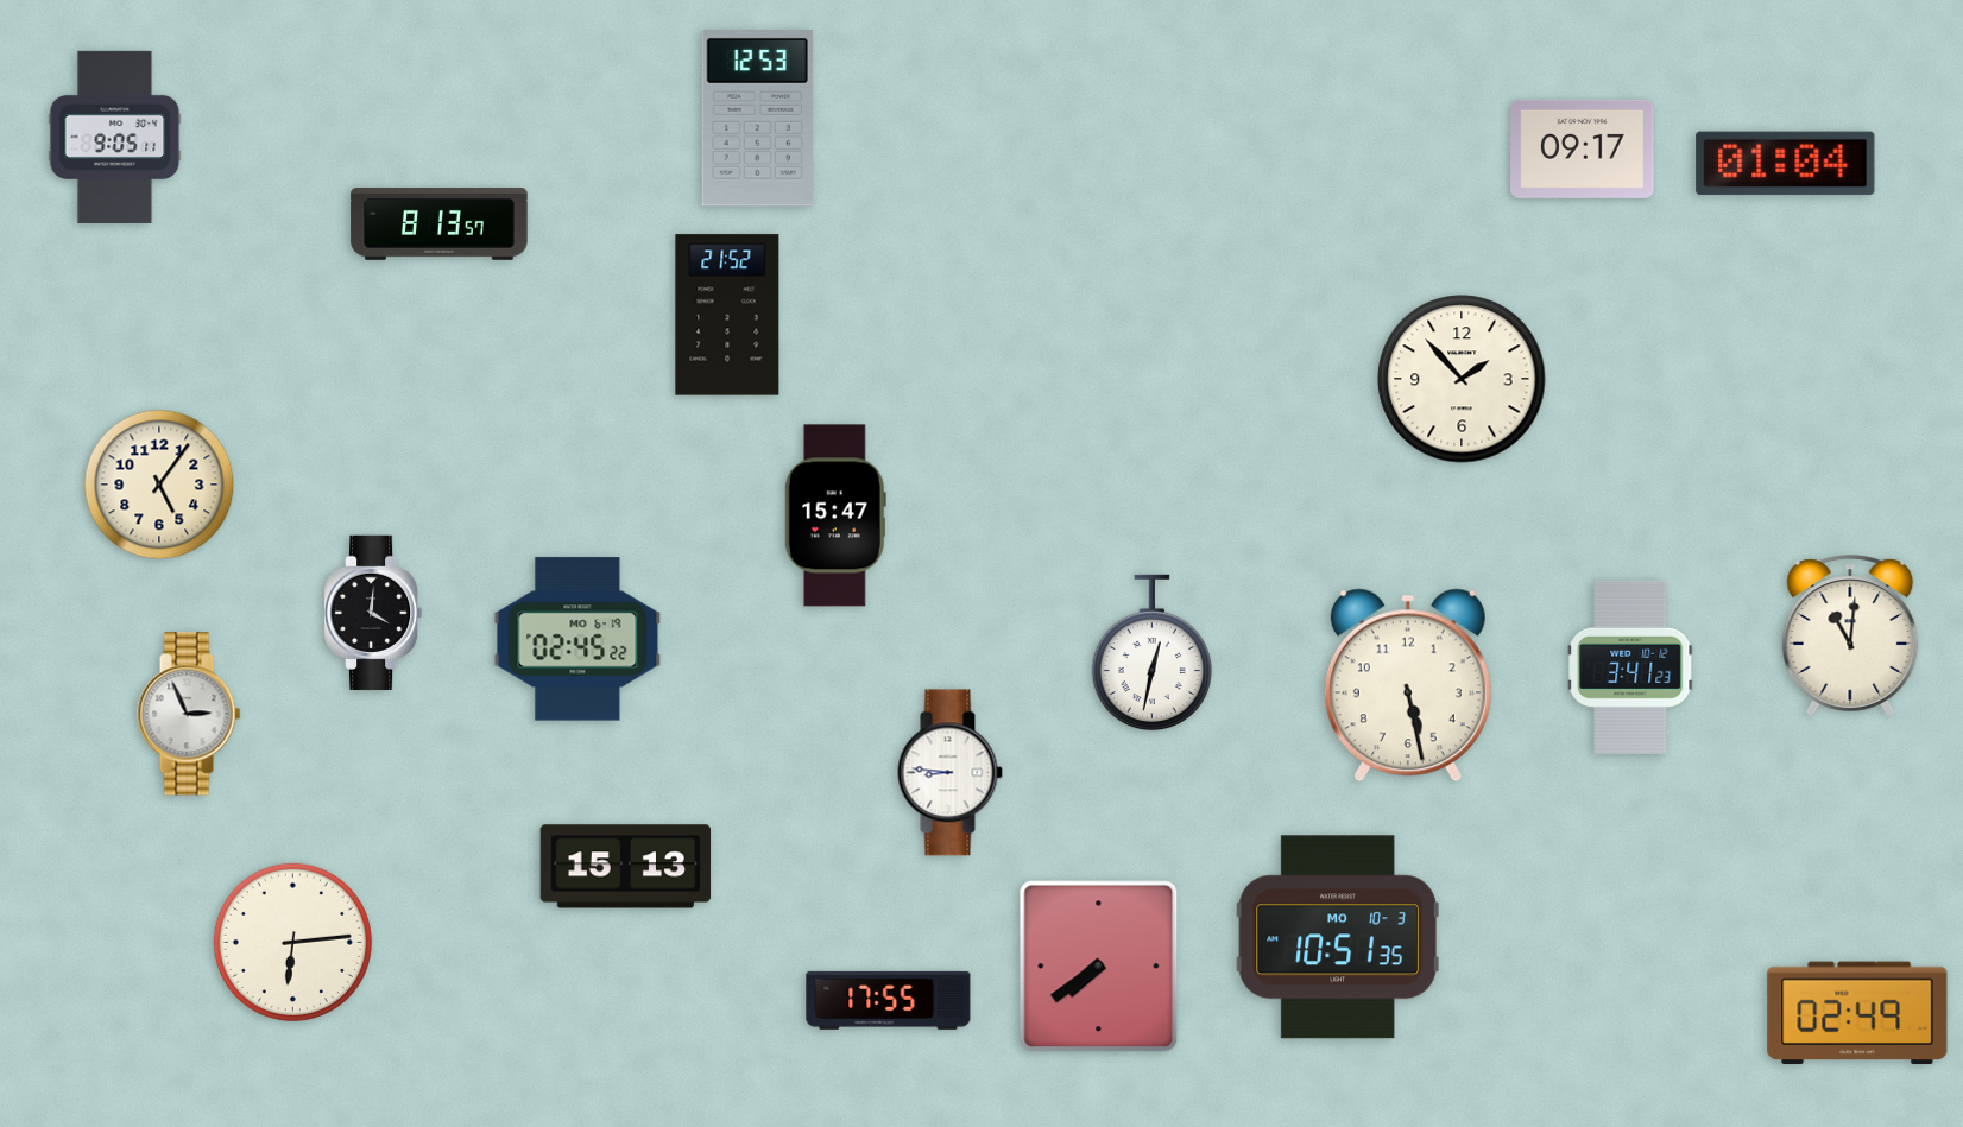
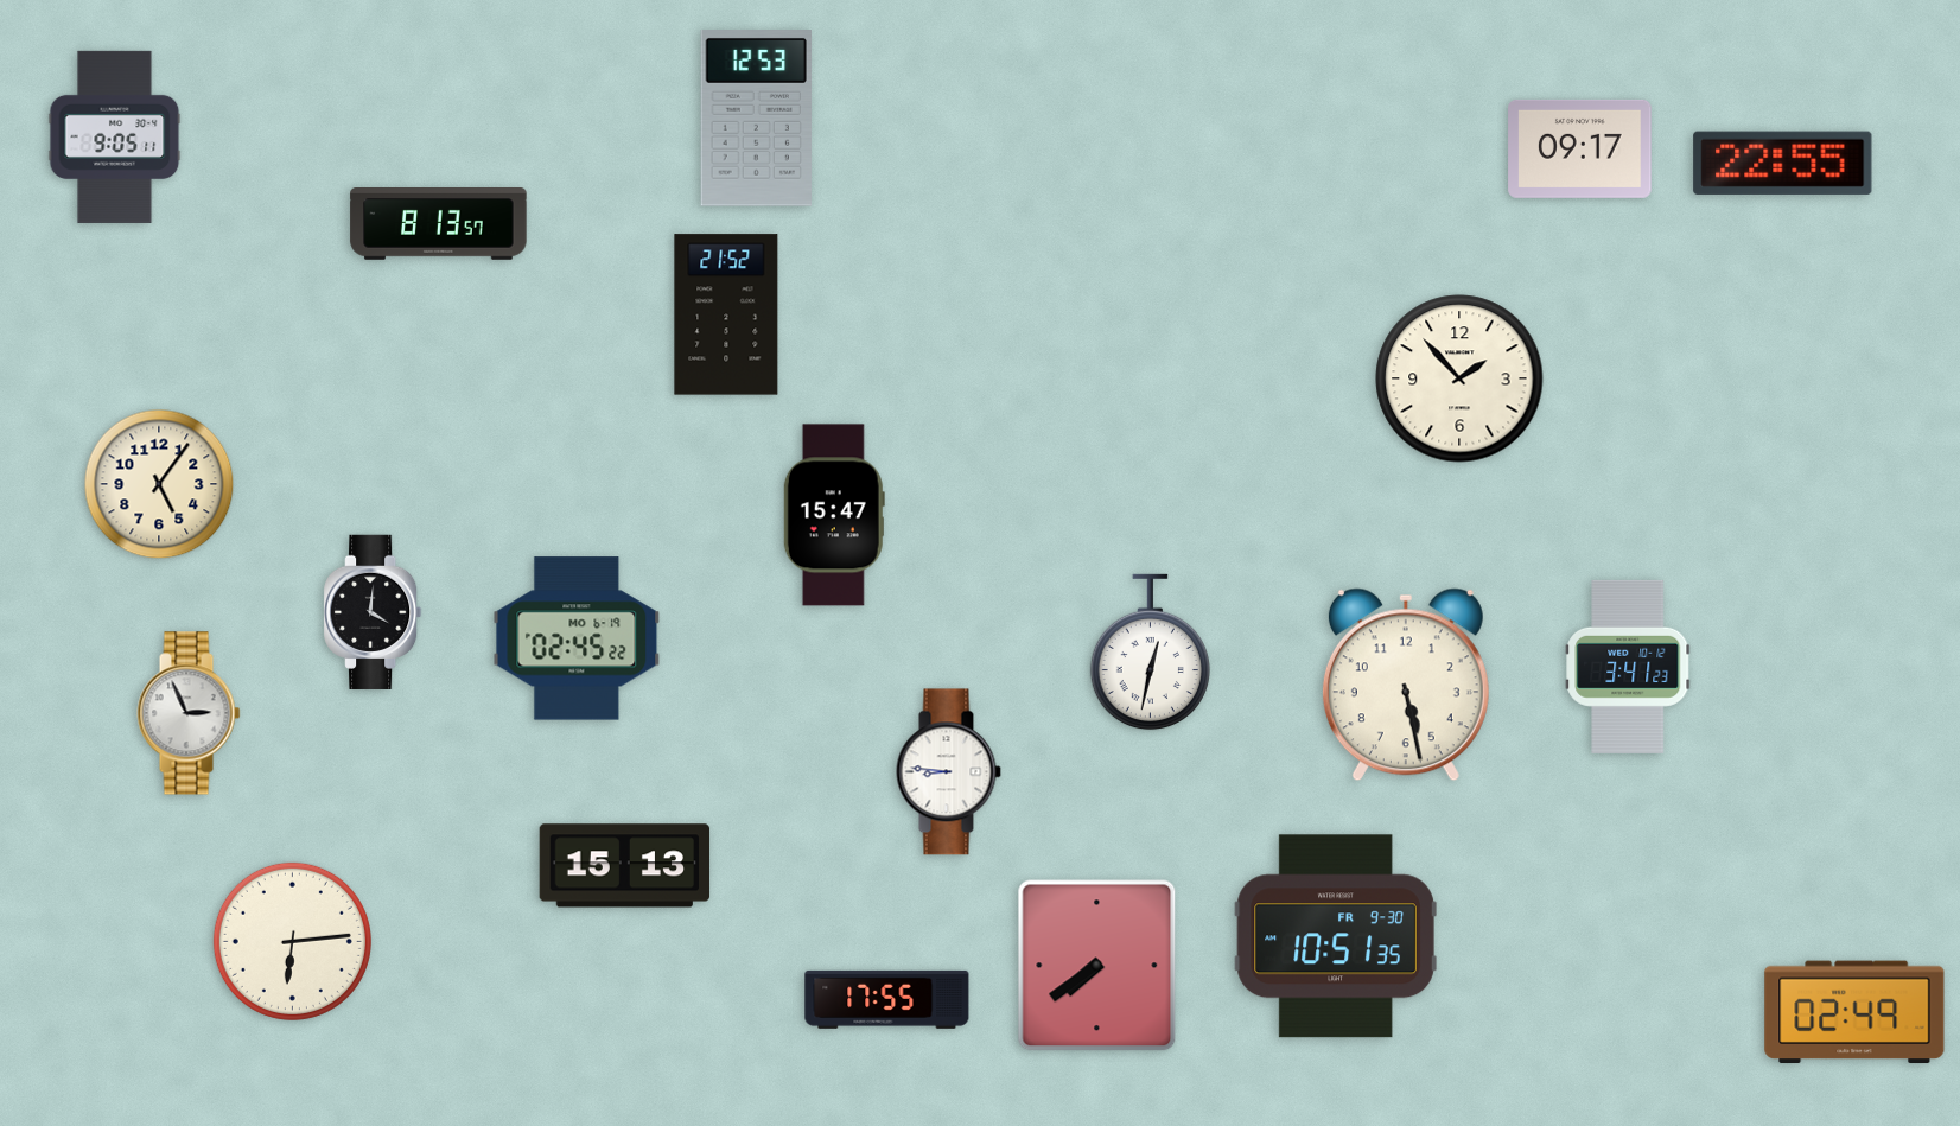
clock at (1786, 163): 01:04 -> 22:55
clock at (1850, 635): 11:01 -> none
clock at (1338, 937) date: MO 10-3 -> FR 9-30
